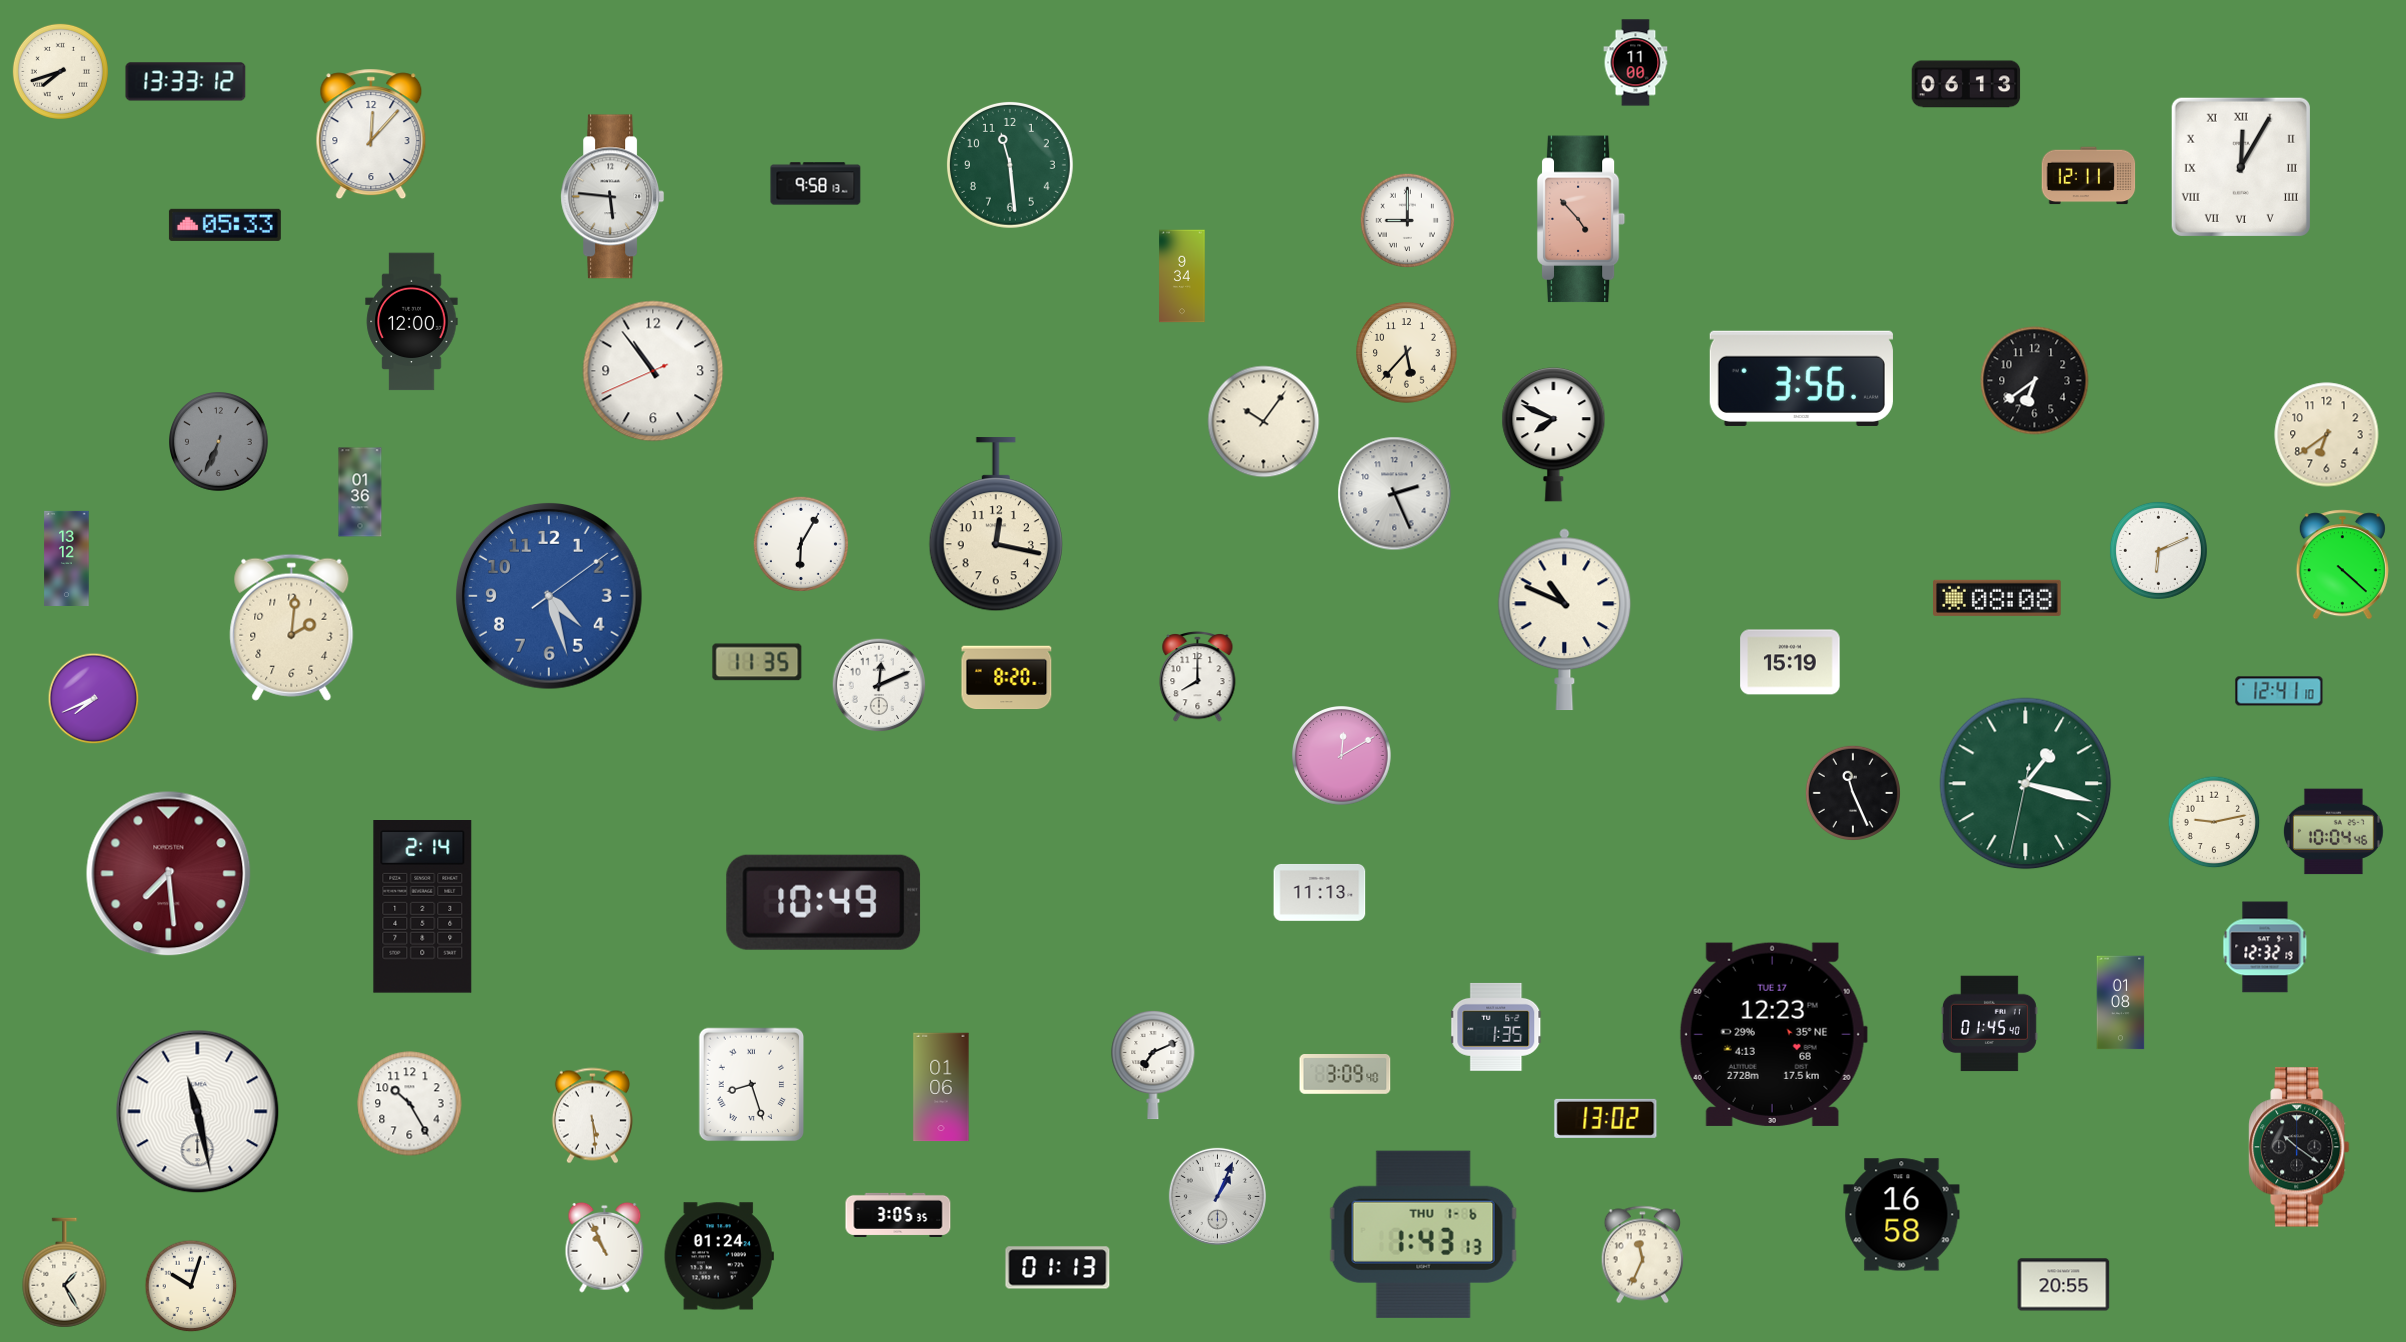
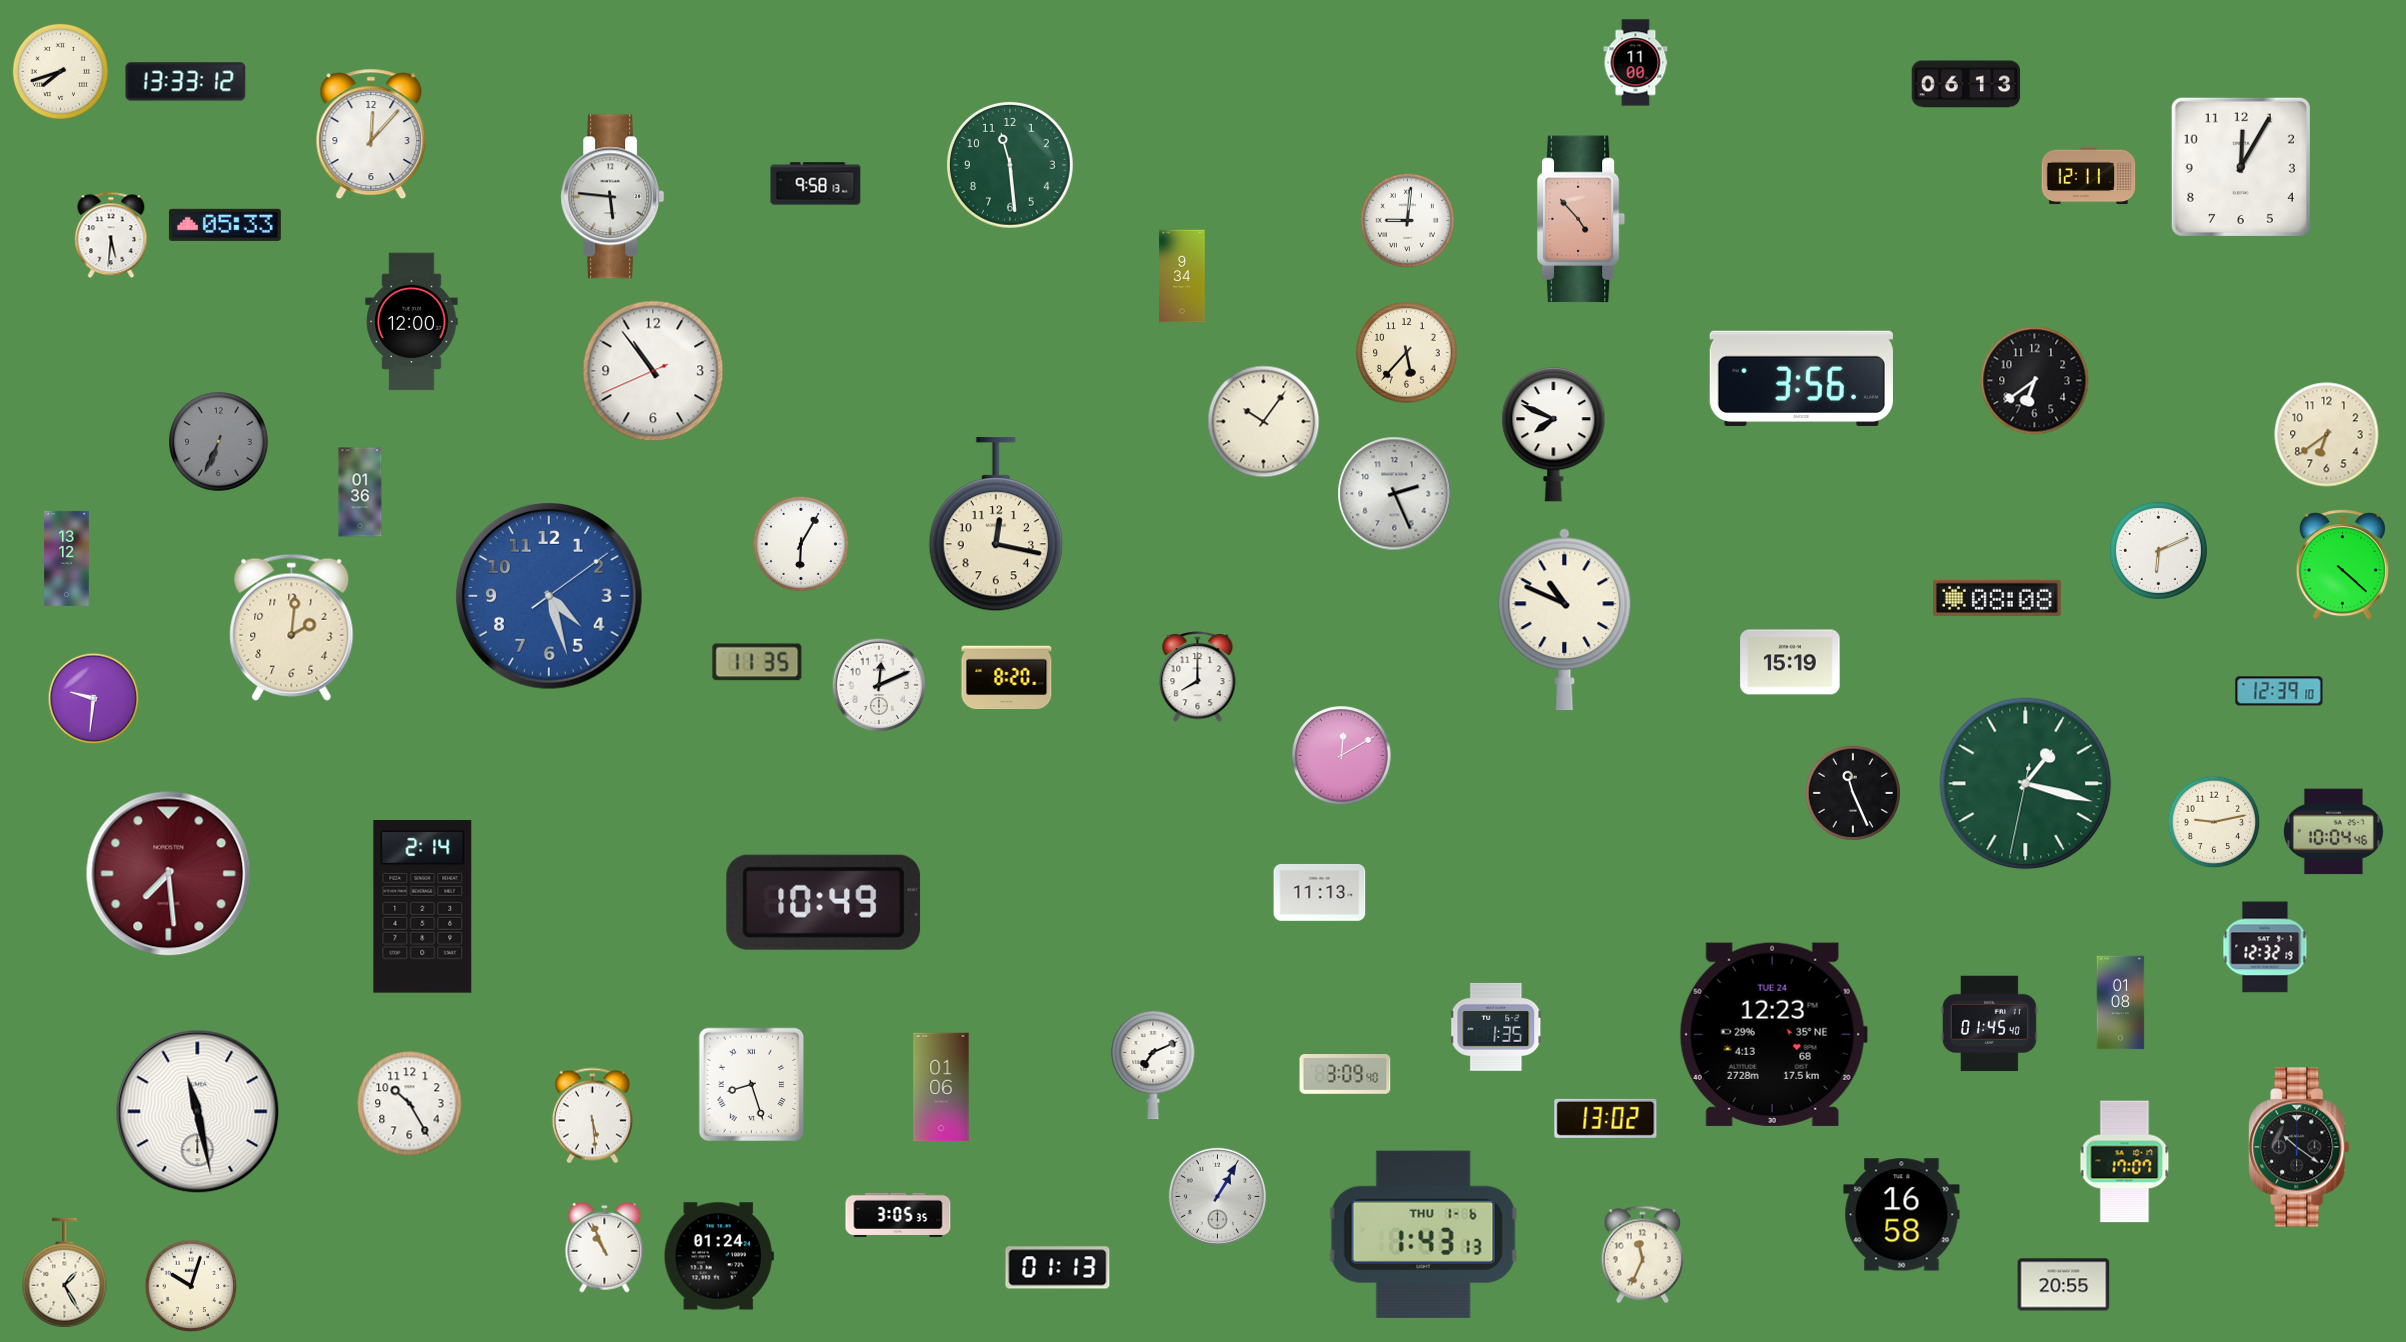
clock at (2241, 167) numerals: Roman -> Arabic
clock at (1407, 220): 9:00 -> 9:01
clock at (111, 235): none -> 5:31
clock at (2279, 691): 12:41 -> 12:39
clock at (94, 699): 7:41 -> 9:31
clock at (1773, 1034) date: TUE 17 -> TUE 24
clock at (2125, 1162): none -> 17:07
clock at (1217, 1196): 1:04 -> 1:05
